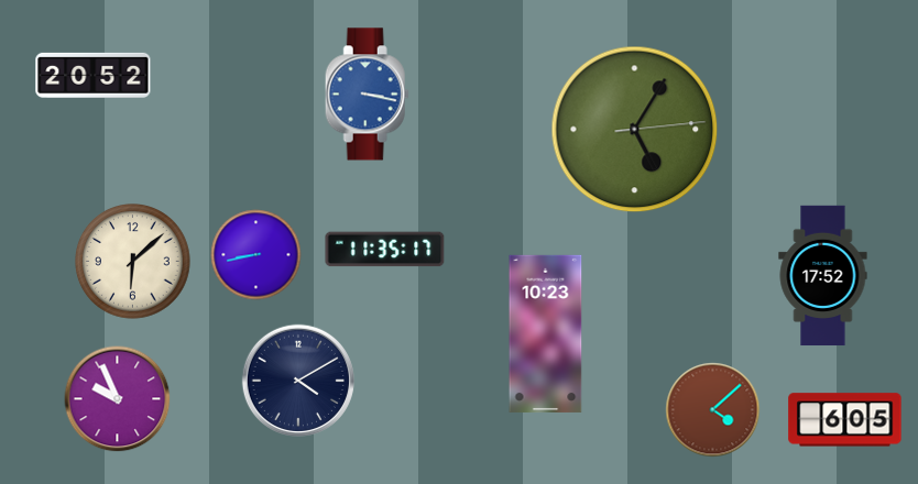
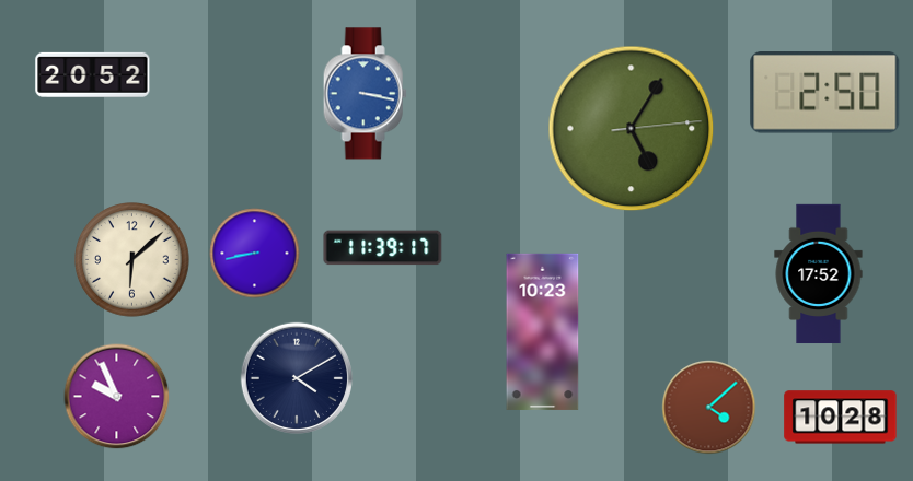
clock at (825, 93): none -> 2:50
clock at (385, 250): 11:35 -> 11:39
clock at (845, 420): 6:05 -> 10:28
